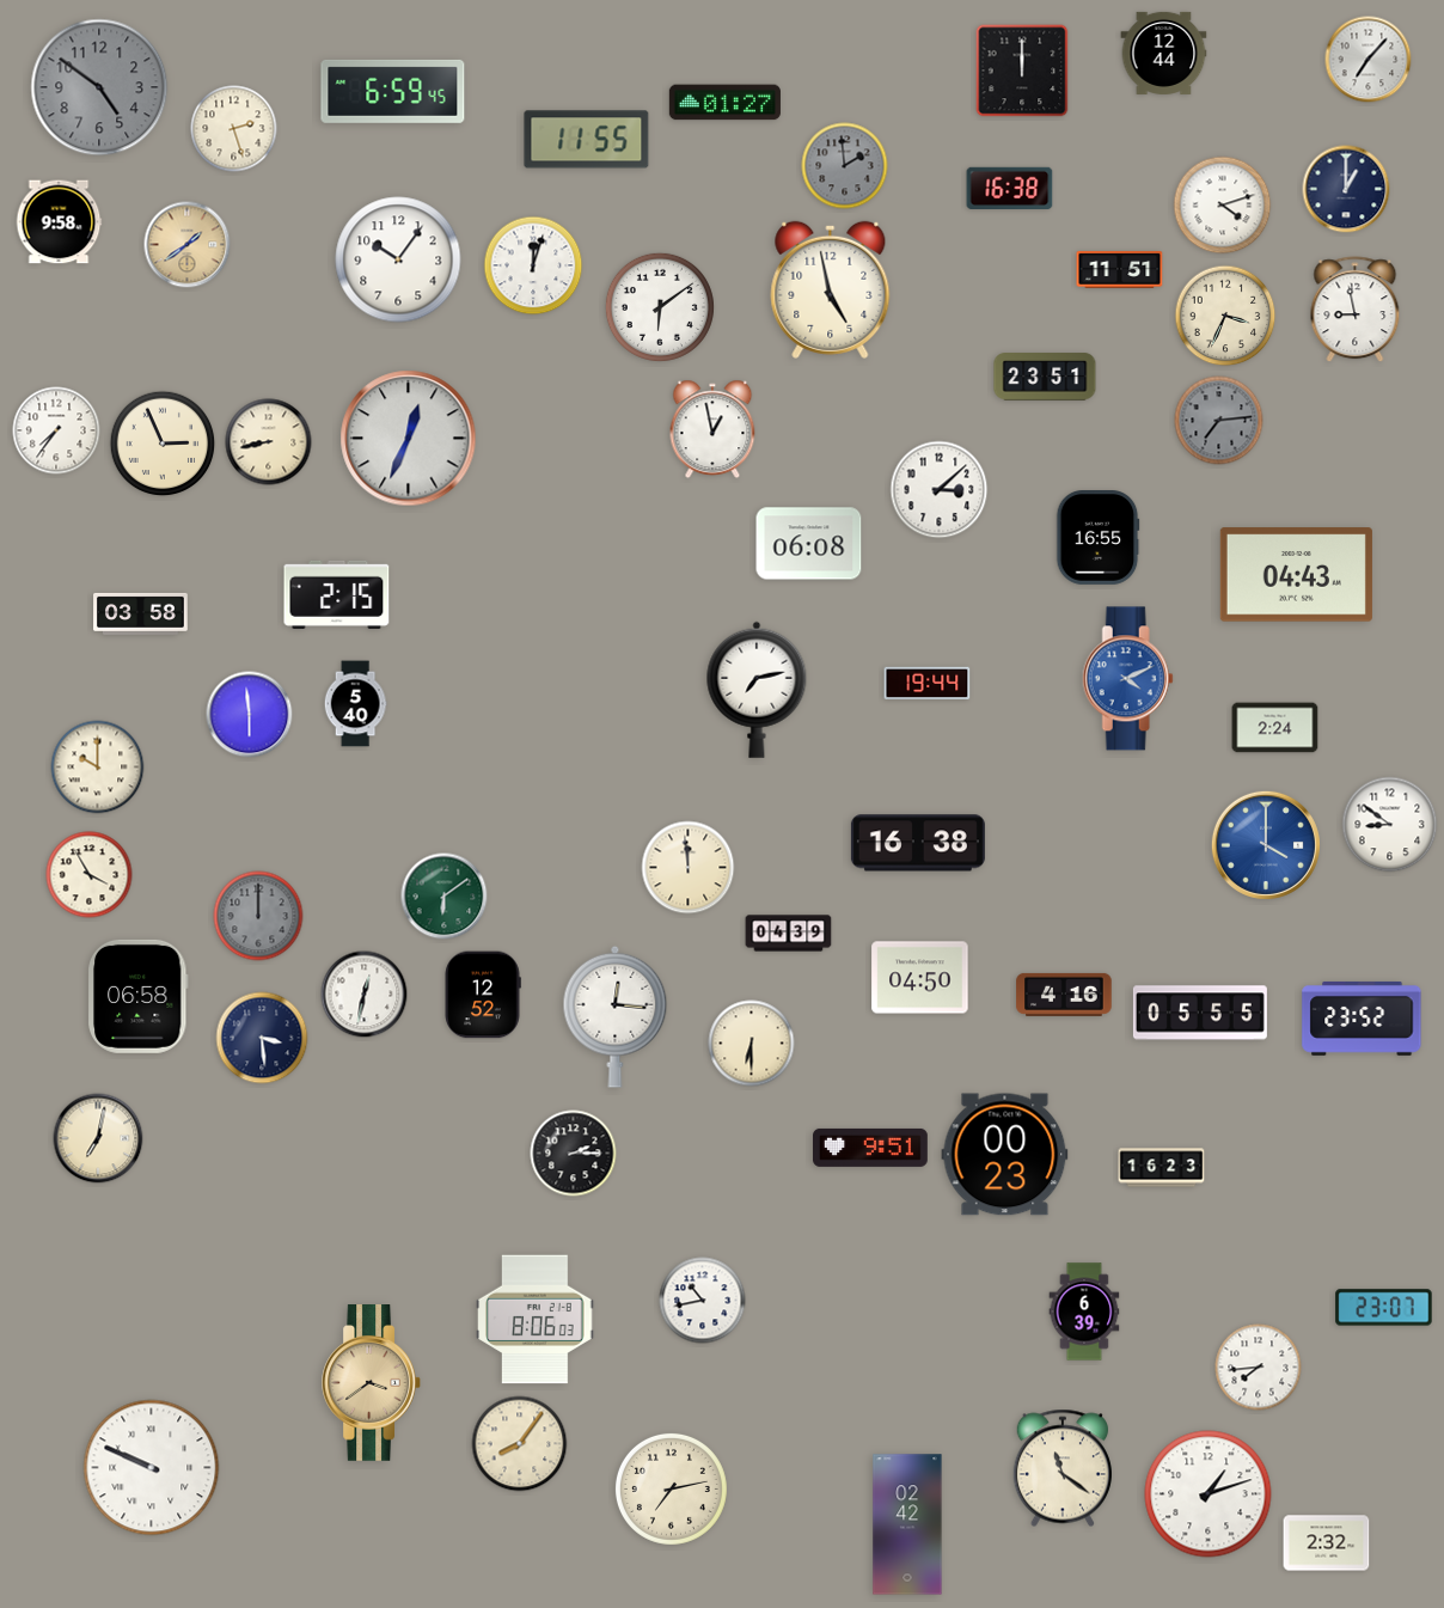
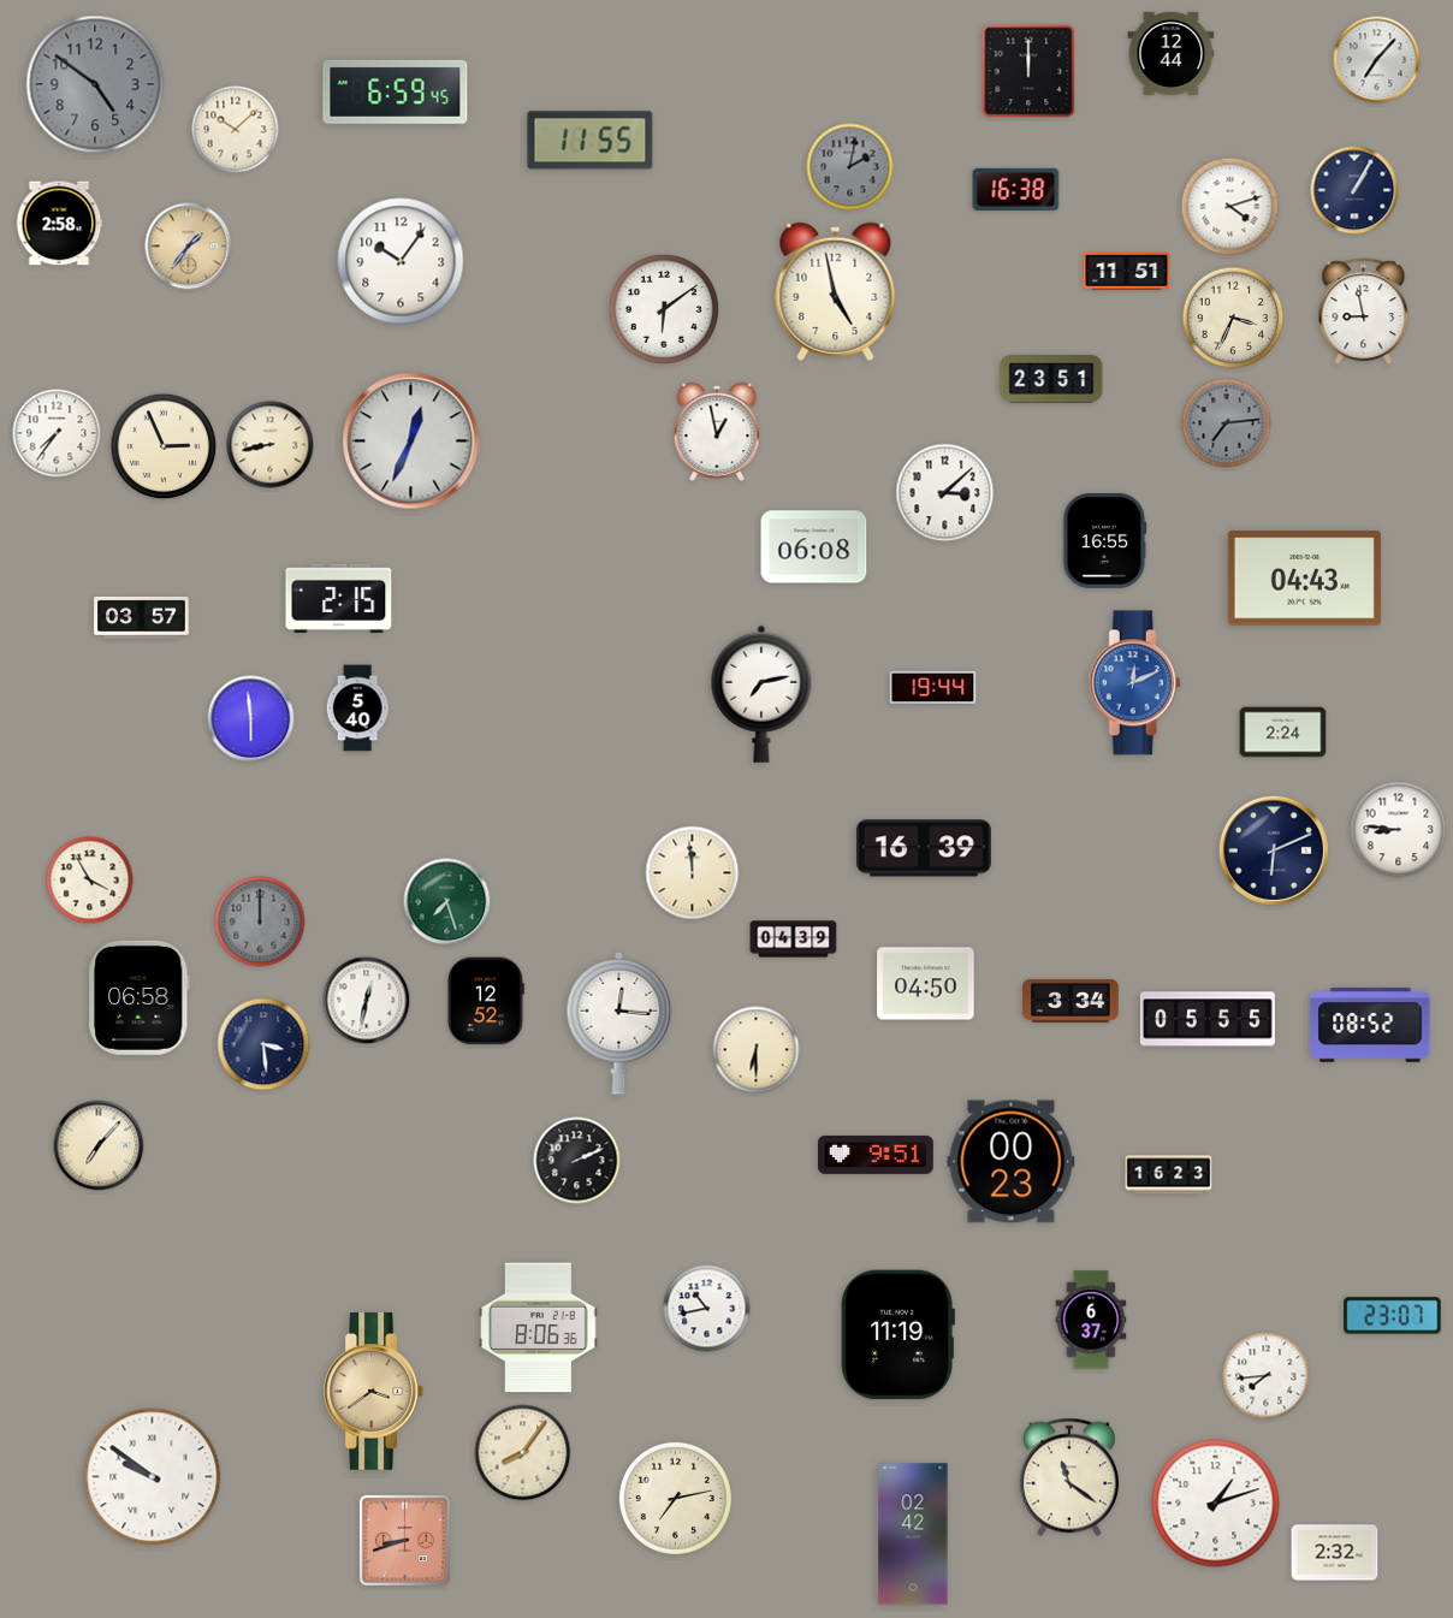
clock at (99, 87) position: (99, 87) -> (95, 84)
clock at (724, 103): 01:27 -> none
clock at (234, 129): 2:27 -> 10:08
clock at (845, 166): 1:59 -> 2:02
clock at (1346, 189): 1:00 -> 1:05
clock at (59, 222): 9:58 -> 2:58
clock at (188, 245): 1:39 -> 1:36
clock at (533, 265): 12:03 -> none
clock at (141, 613): 03:58 -> 03:57
clock at (1127, 679): 4:11 -> 12:11
clock at (98, 768): 10:00 -> none
clock at (1390, 825): 8:51 -> 8:46
clock at (918, 843): 16:38 -> 16:39
clock at (1266, 845): 4:00 -> 6:11
clock at (1266, 845) dial: blue -> navy
clock at (445, 897): 6:09 -> 7:27
clock at (1064, 995): 4:16 -> 3:34
clock at (137, 996) position: (137, 996) -> (138, 997)
clock at (1362, 1019): 23:52 -> 08:52
clock at (98, 1138): 7:02 -> 7:07
clock at (574, 1154): 2:15 -> 2:11
clock at (1084, 1312): 6:39 -> 6:37
clock at (536, 1320): 8:06:03 -> 8:06:36
clock at (897, 1335): none -> 11:19
clock at (152, 1468): 9:49 -> 9:51
clock at (404, 1540): none -> 8:42
